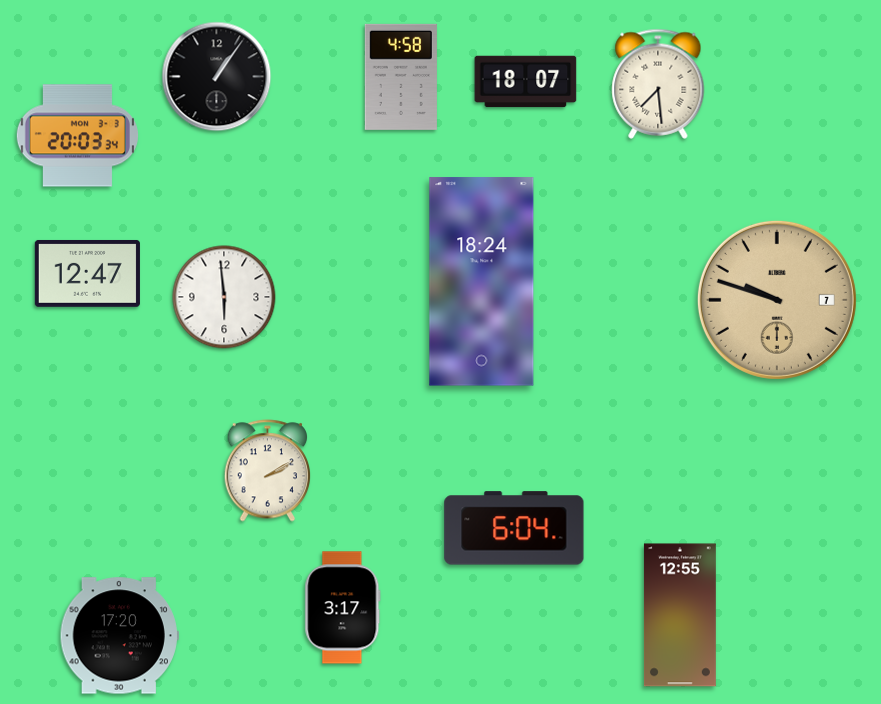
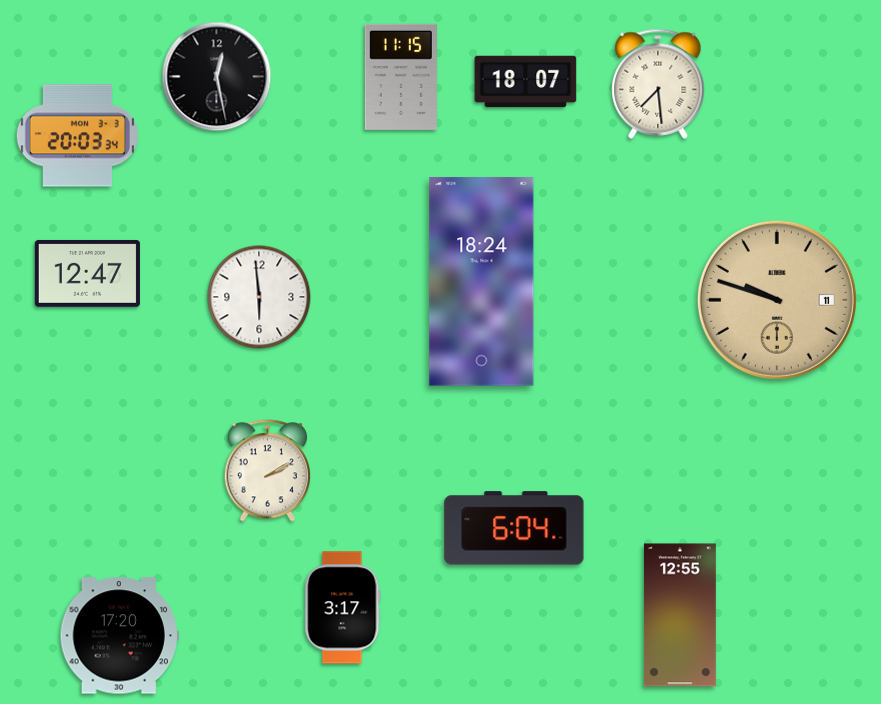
clock at (217, 77): 1:06 -> 12:28
clock at (401, 77): 4:58 -> 11:15
clock at (224, 297) position: (224, 297) -> (259, 297)
clock at (777, 300) date: 7 -> 11
